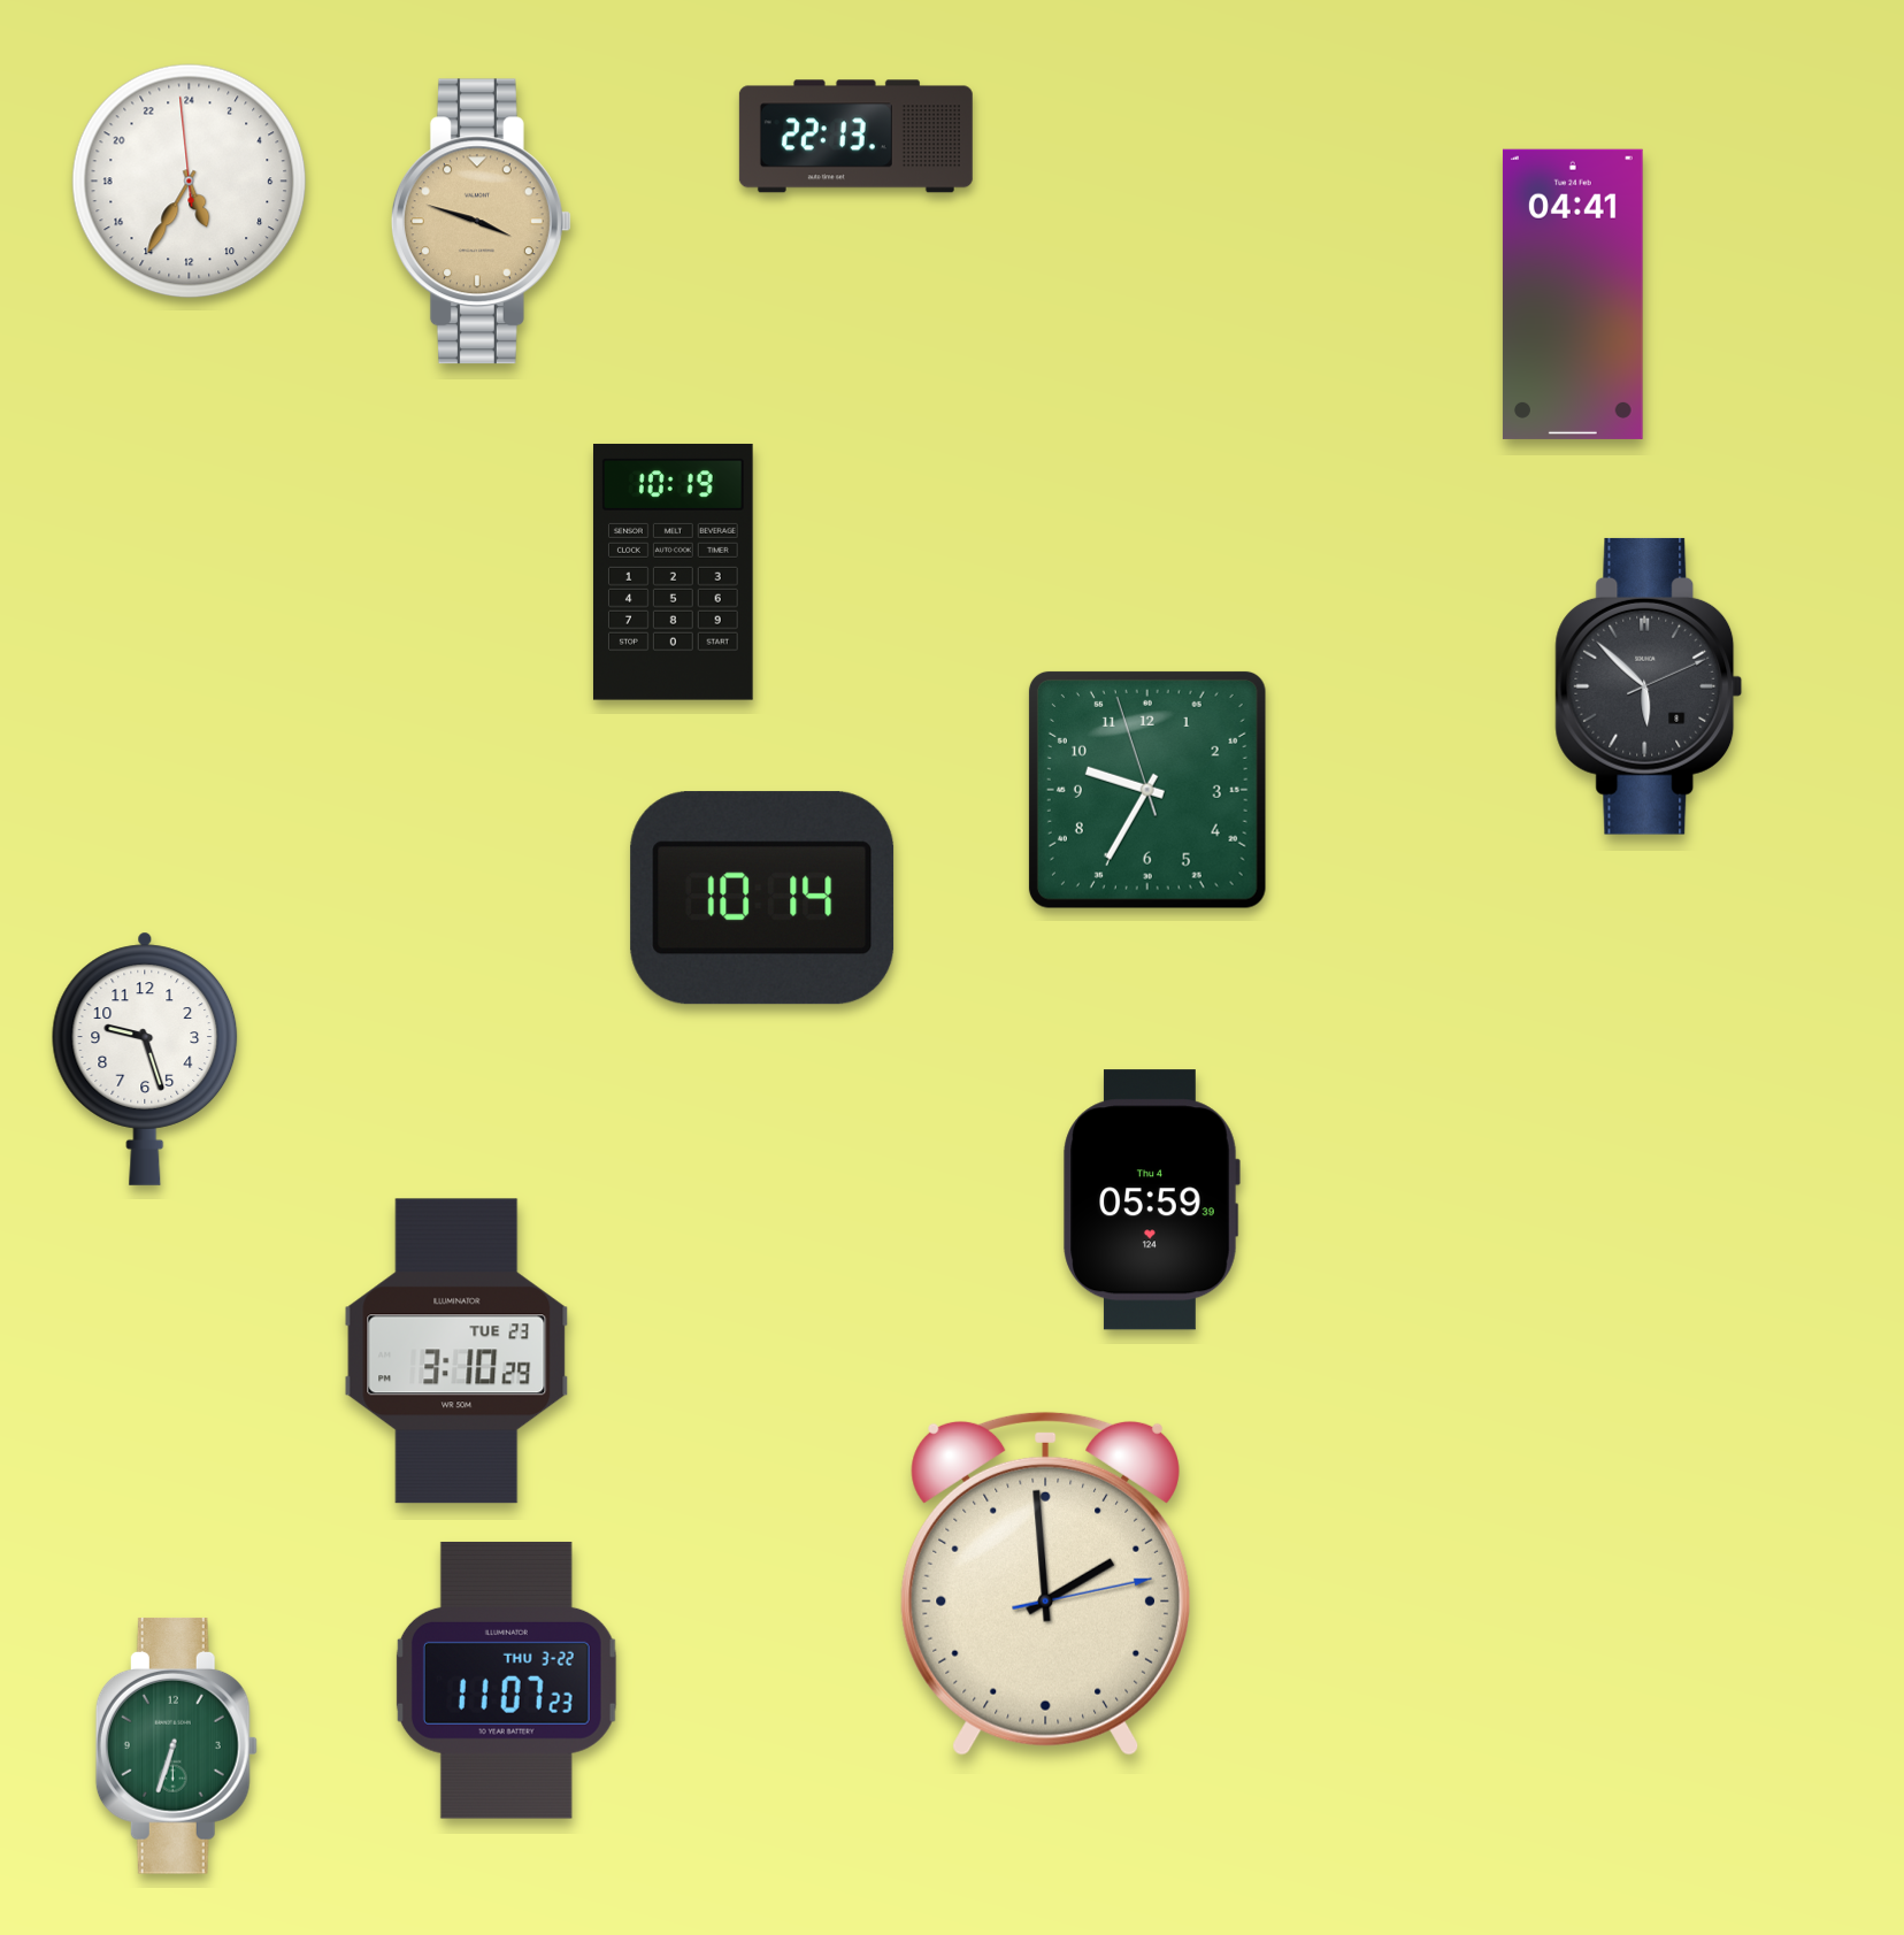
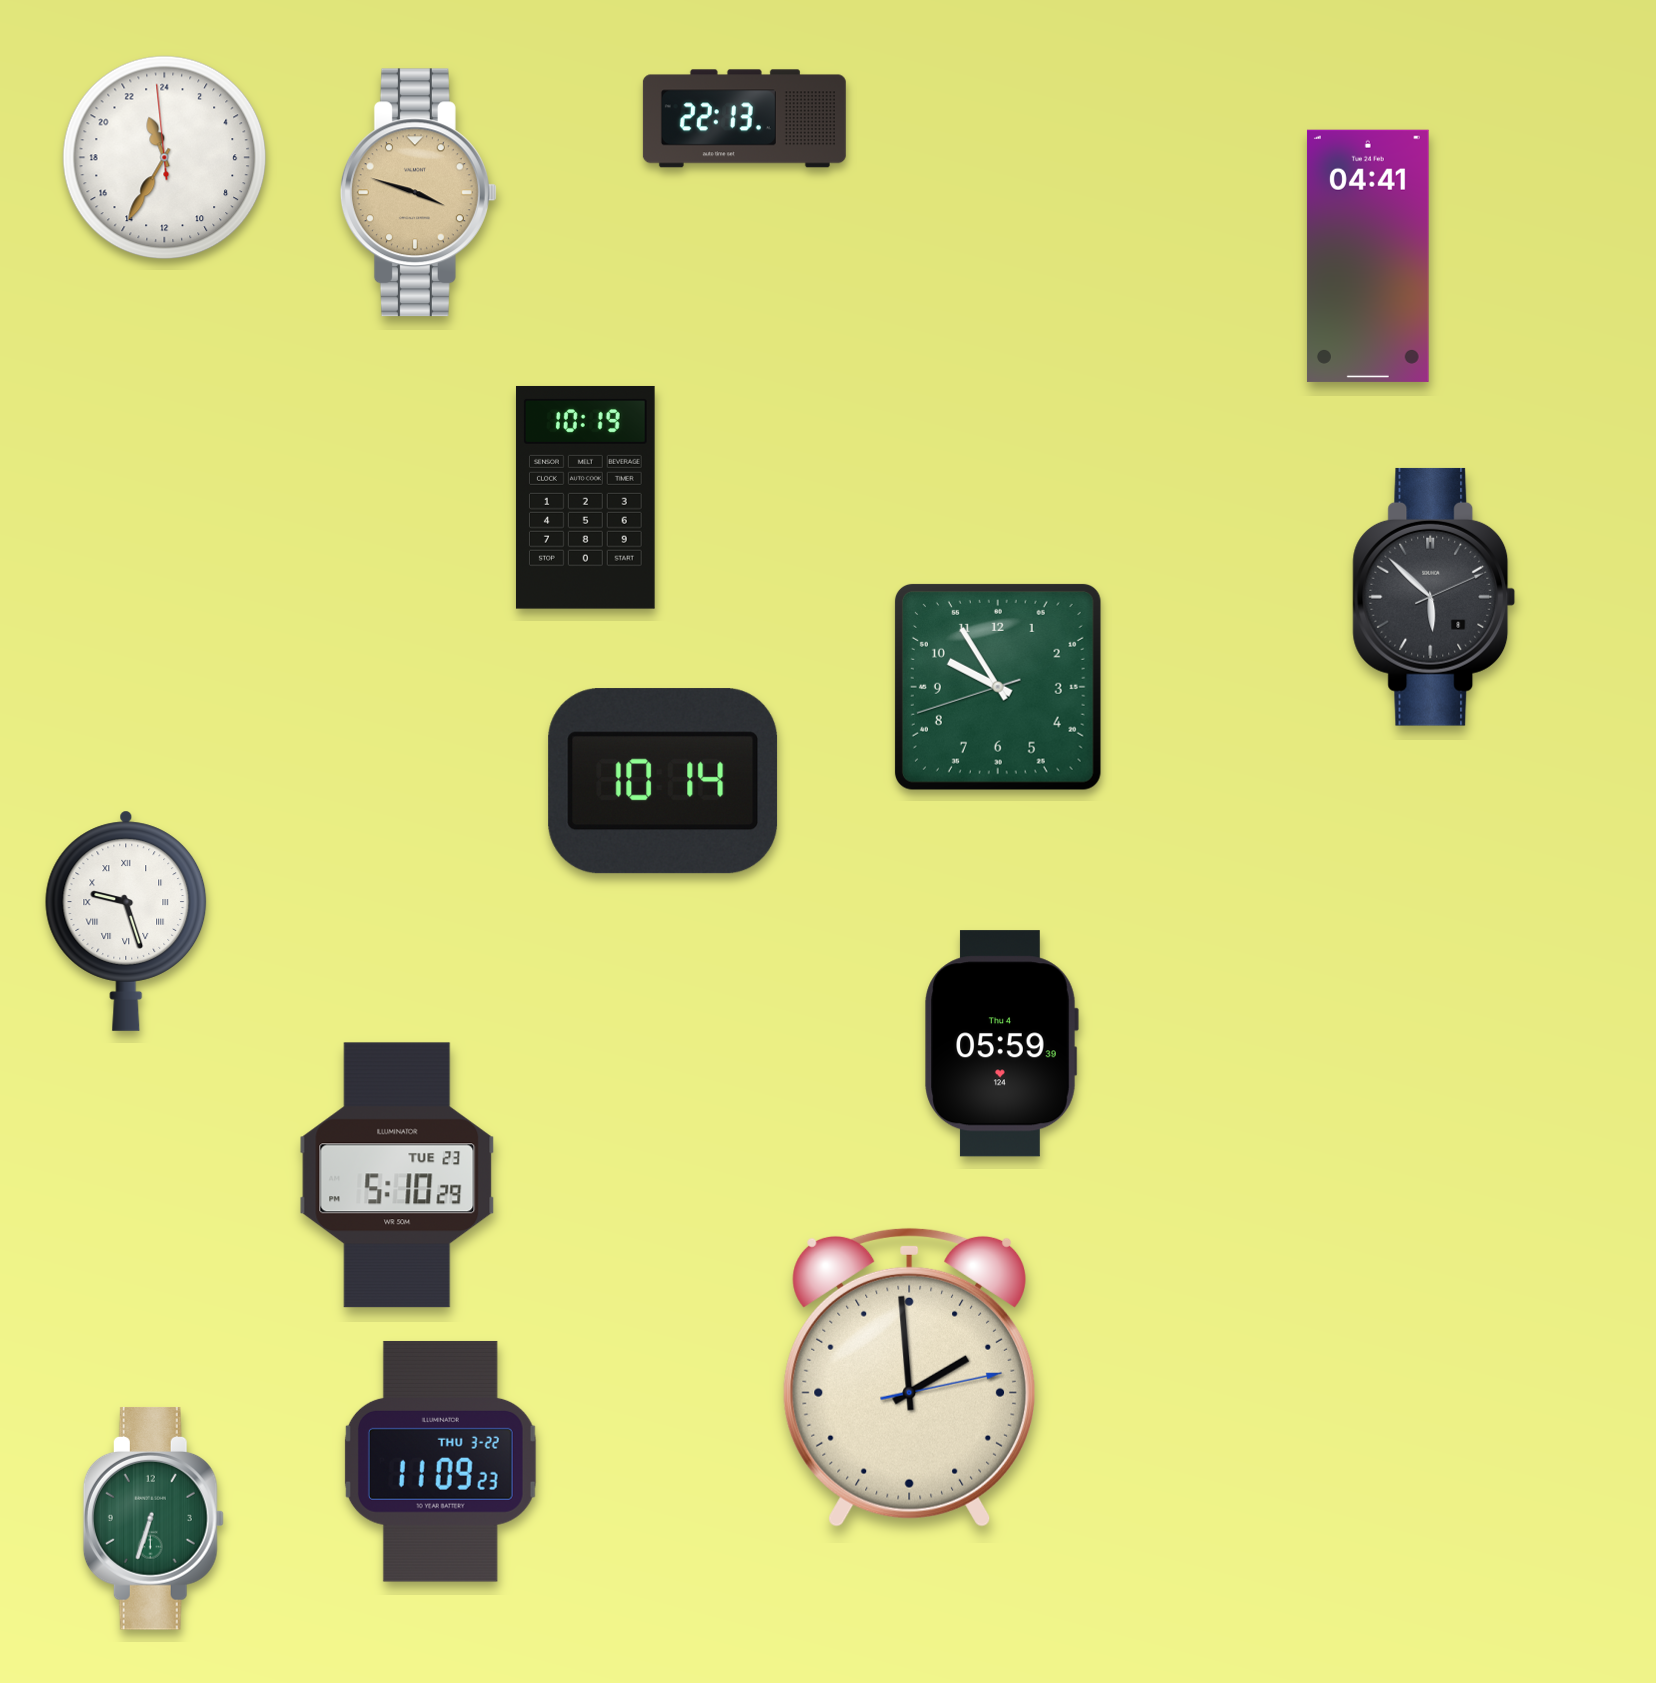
clock at (190, 182): 10:34 -> 22:34
clock at (1147, 790): 9:34 -> 9:54
clock at (145, 1059) numerals: Arabic -> Roman
clock at (456, 1351): 3:10 -> 5:10
clock at (506, 1680): 11:07 -> 11:09
